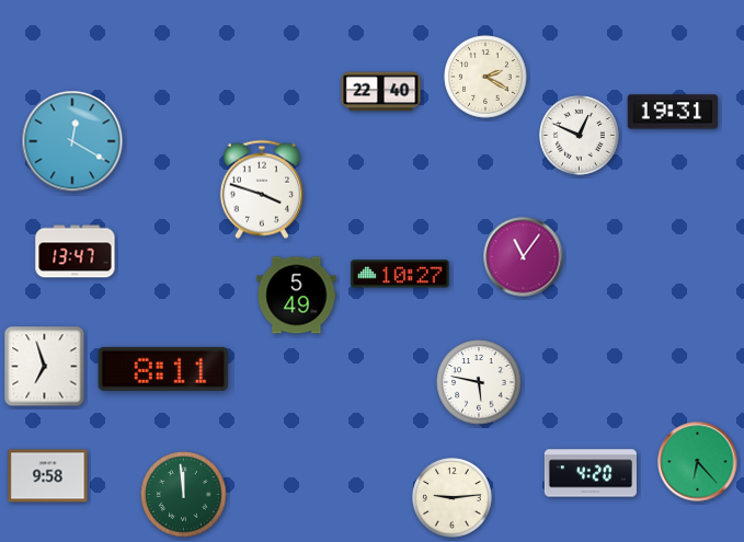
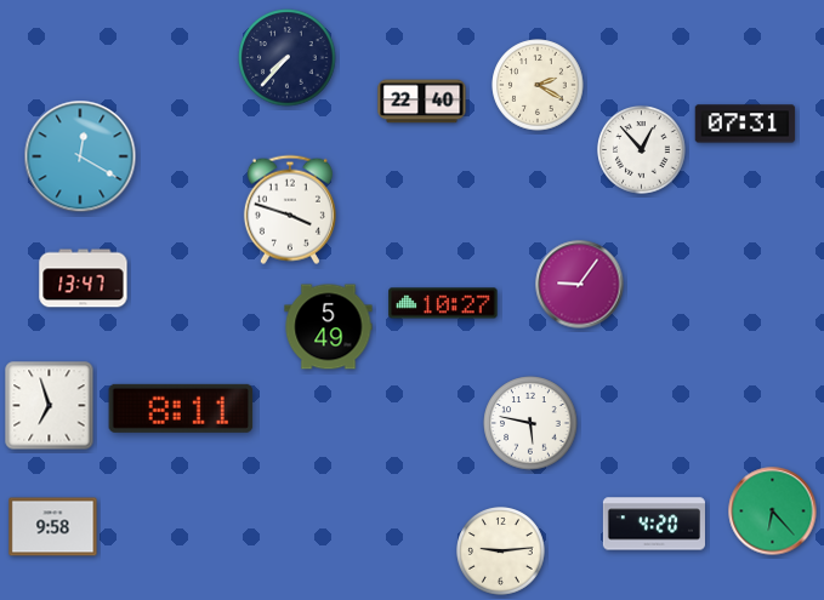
clock at (288, 58): none -> 7:37
clock at (673, 112): 19:31 -> 07:31
clock at (580, 136): 12:49 -> 12:53
clock at (524, 257): 11:06 -> 9:06
clock at (184, 495): 11:59 -> none
